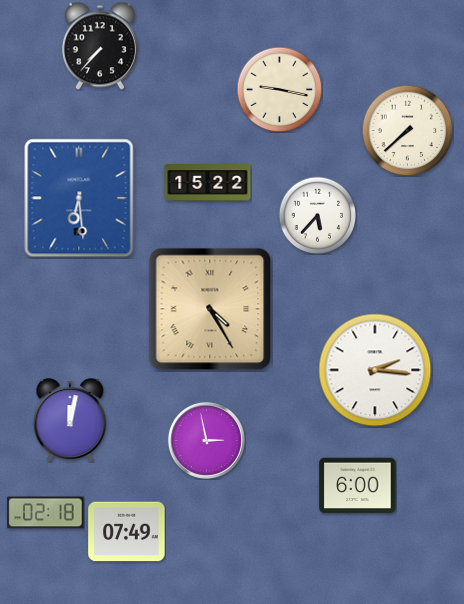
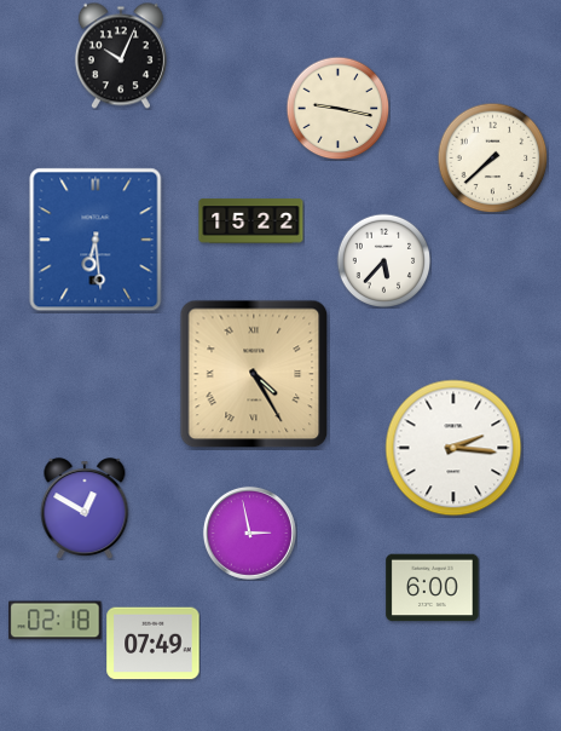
clock at (100, 46): 7:37 -> 10:04
clock at (70, 420): 12:02 -> 12:50
